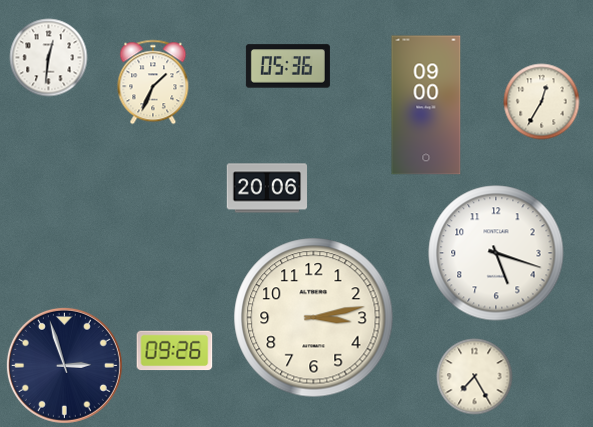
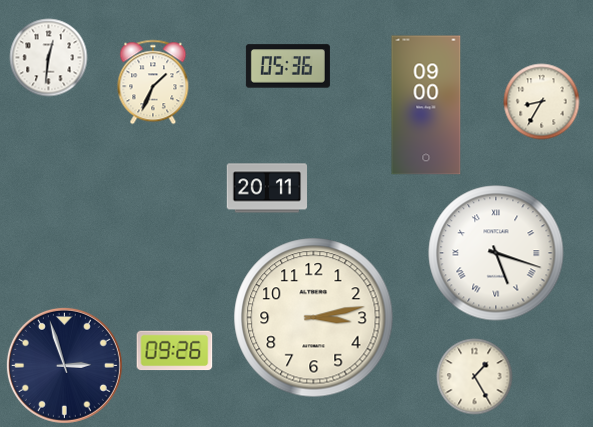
clock at (542, 102): 12:35 -> 8:35
clock at (267, 188): 20:06 -> 20:11
clock at (496, 253) numerals: Arabic -> Roman
clock at (475, 377): 7:25 -> 1:25
